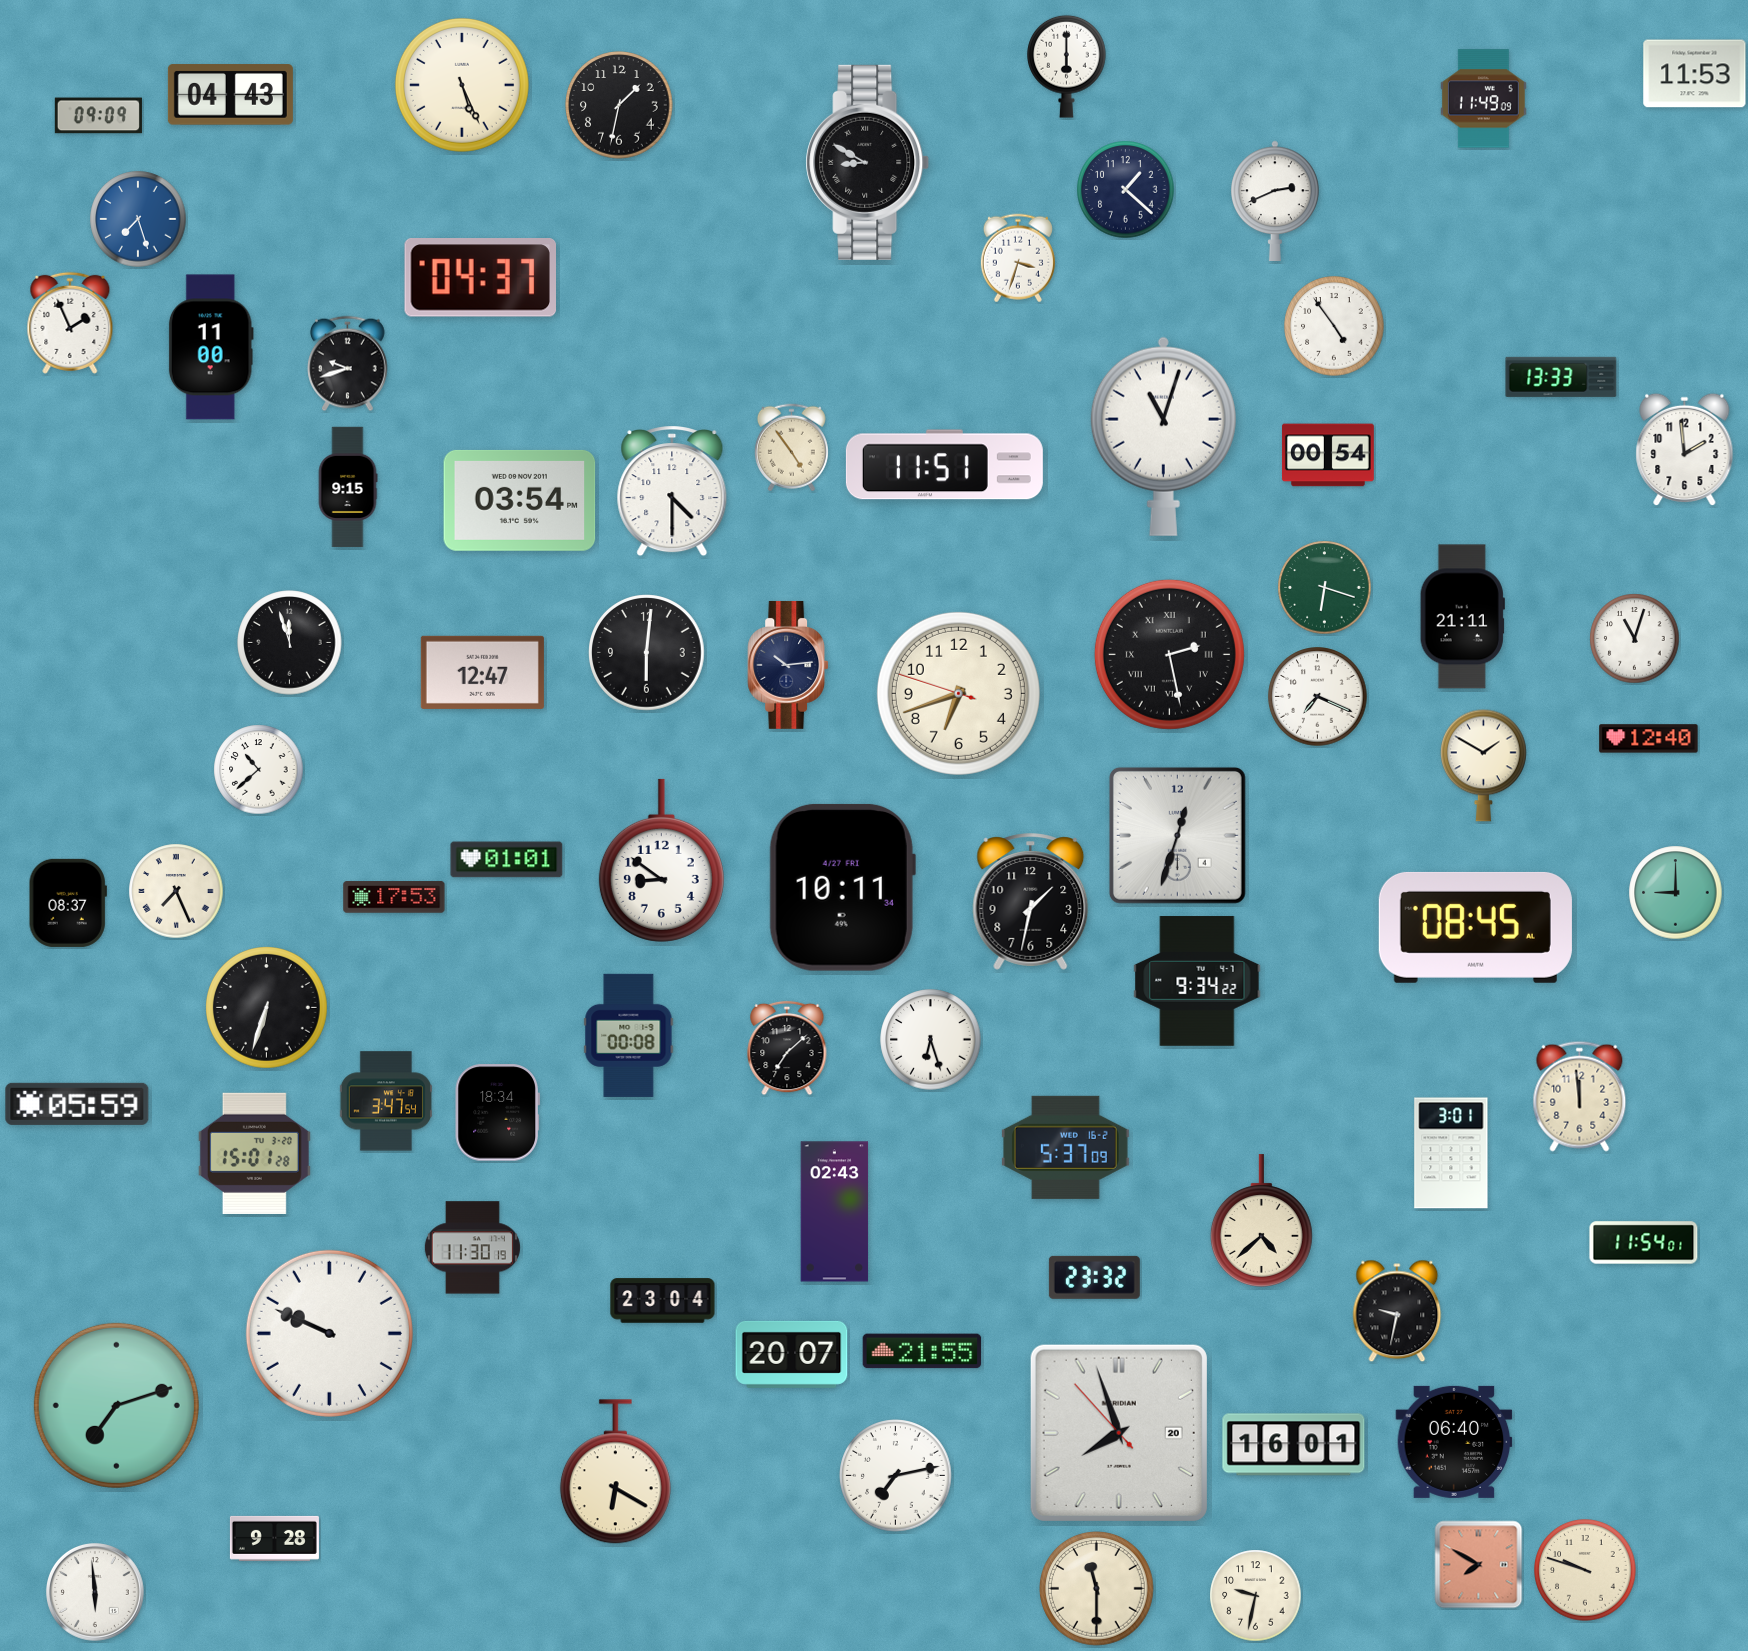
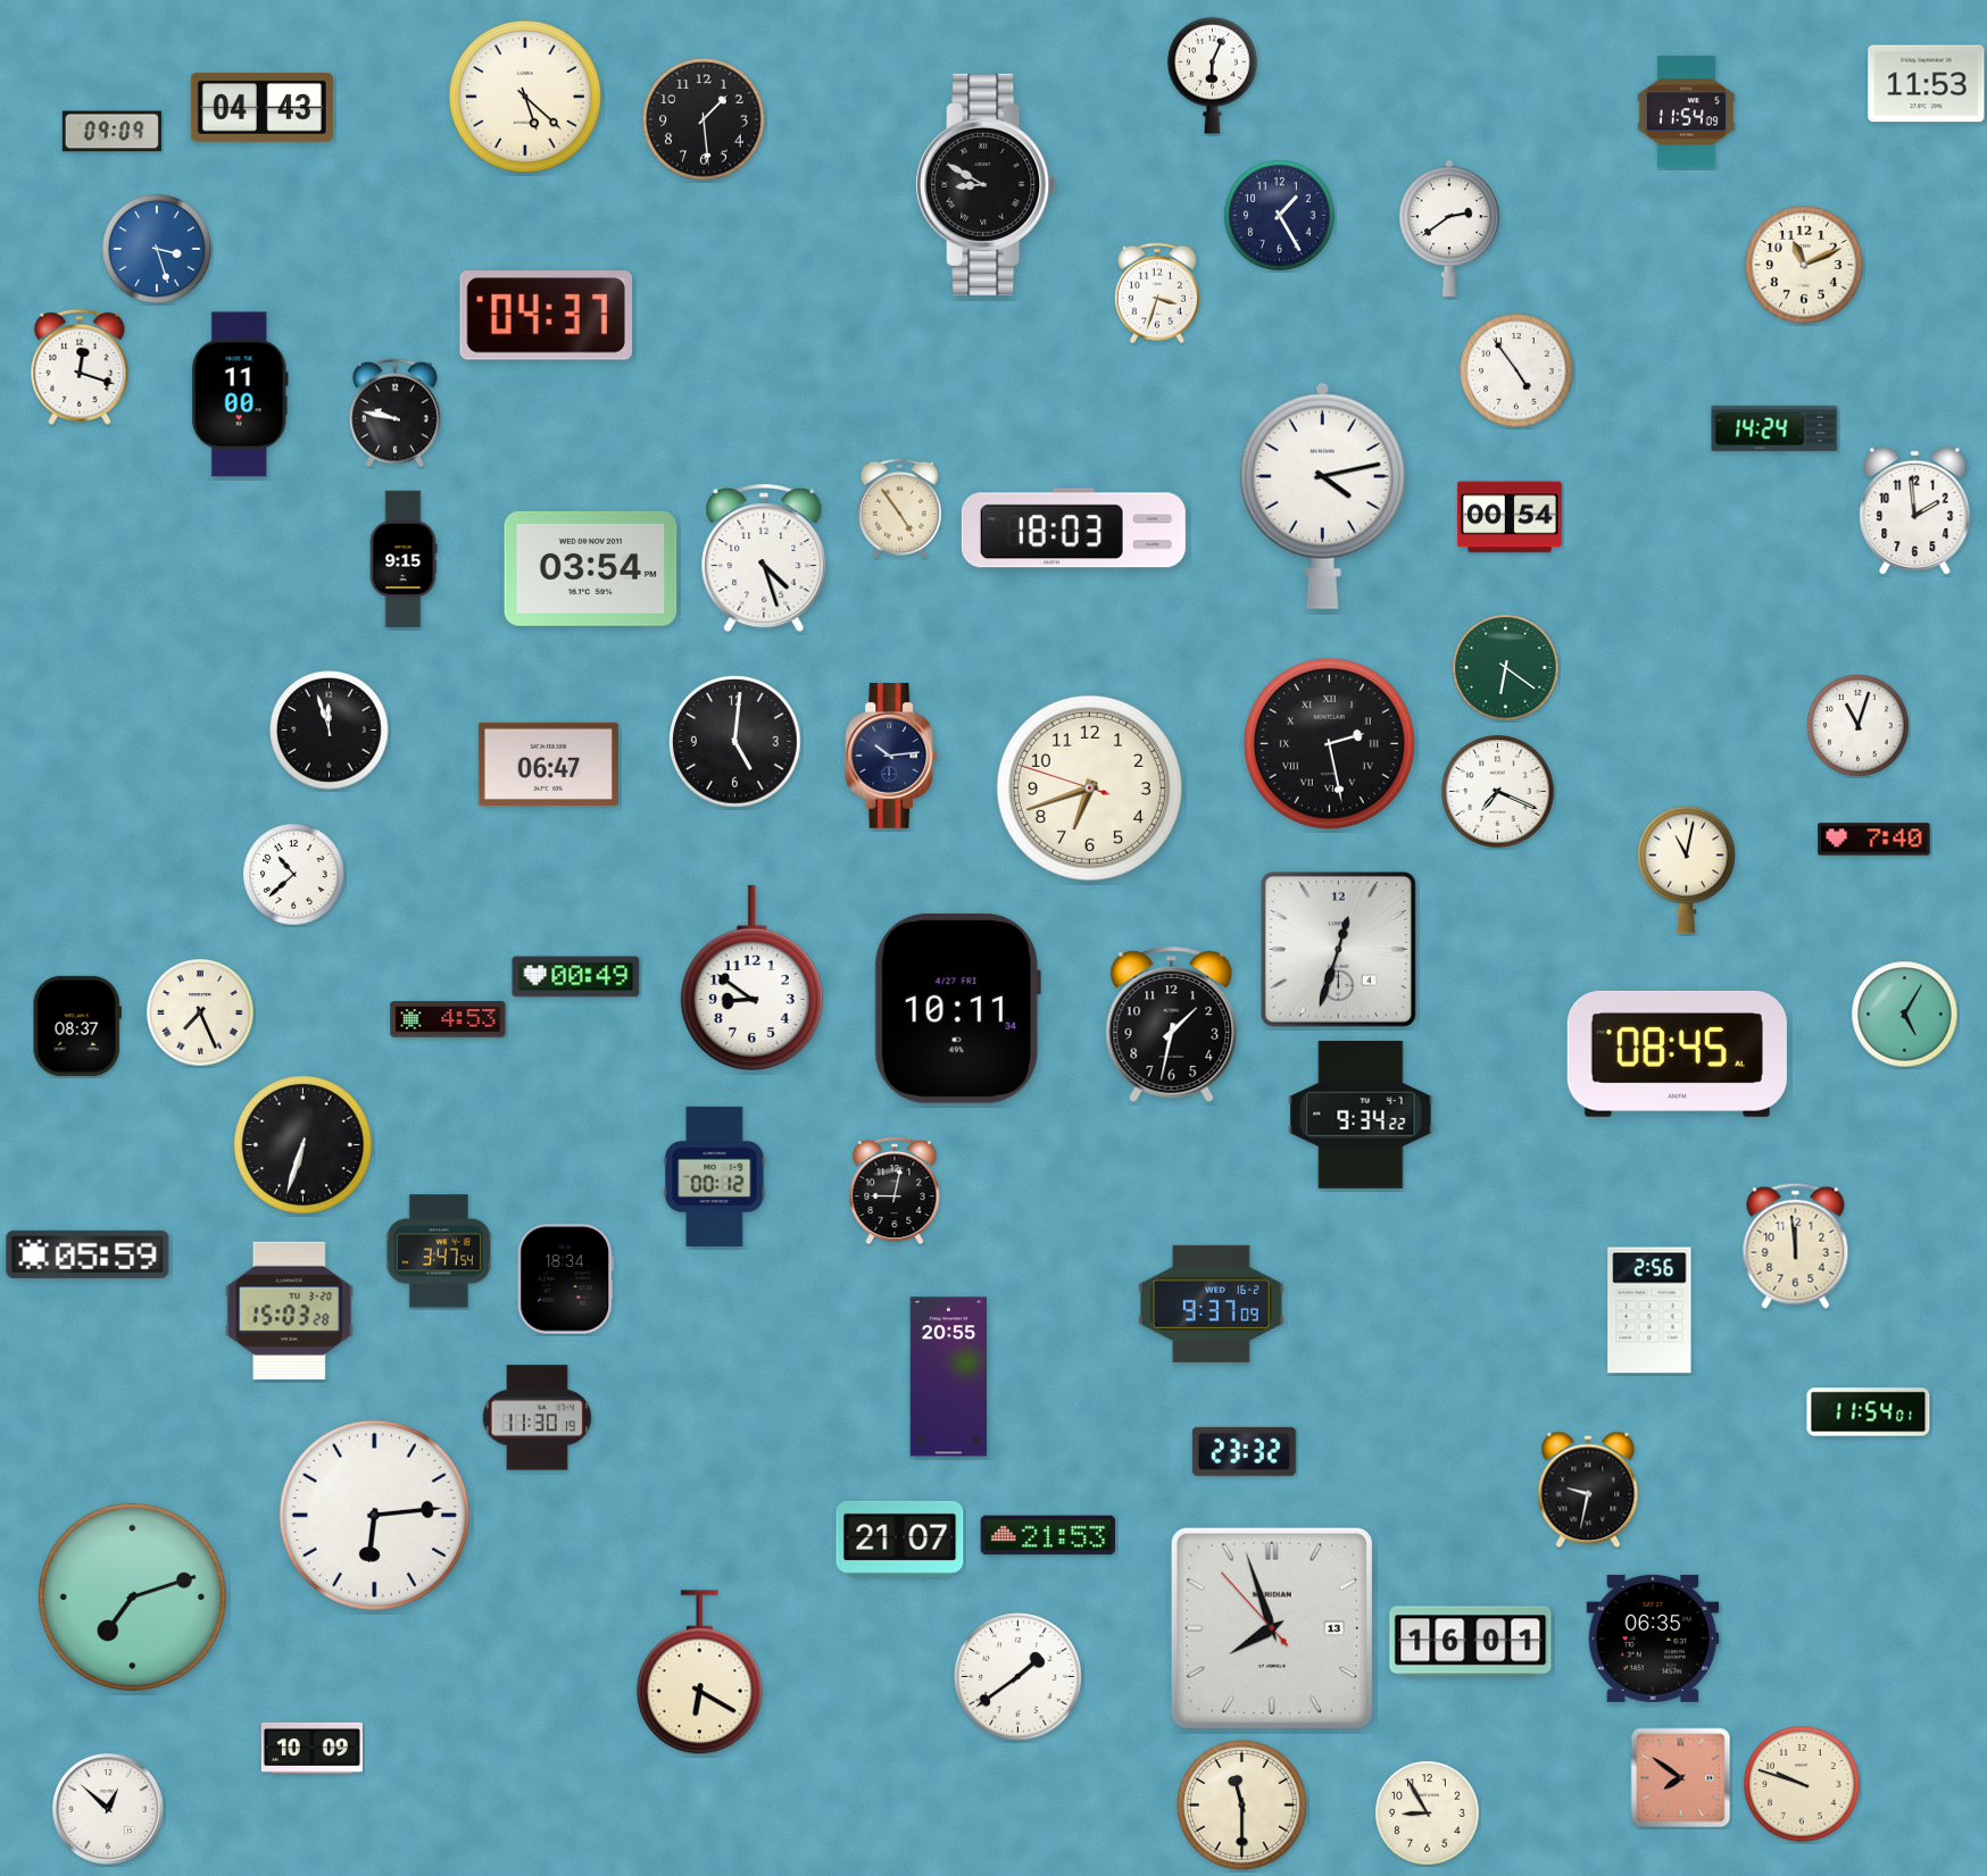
clock at (1067, 66): 6:00 -> 6:04
clock at (462, 85): 5:26 -> 5:22
clock at (1483, 99): 11:49 -> 11:54
clock at (619, 105): 1:32 -> 1:29
clock at (1126, 190): 1:22 -> 1:25
clock at (1276, 200): 2:41 -> 2:39
clock at (138, 219): 7:27 -> 3:27
clock at (1804, 265): none -> 11:11
clock at (70, 323): 1:56 -> 12:18
clock at (348, 364): 9:42 -> 9:47
clock at (1561, 377): 13:33 -> 14:24
clock at (1163, 436): 11:03 -> 4:13
clock at (944, 465): 11:51 -> 18:03
clock at (348, 487) position: (348, 487) -> (404, 559)
clock at (672, 491): 4:30 -> 4:27
clock at (1325, 588): 6:18 -> 6:21
clock at (1462, 617): 21:11 -> none
clock at (647, 653): 6:01 -> 5:01
clock at (788, 665) position: (788, 665) -> (891, 756)
clock at (482, 672): 12:47 -> 06:47
clock at (1649, 739): 12:40 -> 7:40
clock at (1484, 765): 1:50 -> 11:02
clock at (507, 860): 01:01 -> 00:49
clock at (1676, 893): 9:00 -> 5:05
clock at (394, 897): 17:53 -> 4:53
clock at (629, 1035): 00:08 -> 00:12
clock at (931, 1040): 6:27 -> none
clock at (787, 1048): 7:08 -> 9:02
clock at (497, 1113) position: (497, 1113) -> (565, 1279)
clock at (1065, 1147): 5:37 -> 9:37
clock at (254, 1153): 15:01 -> 15:03
clock at (1451, 1153): 3:01 -> 2:56
clock at (835, 1212): 02:43 -> 20:55
clock at (1261, 1221): 4:38 -> none
clock at (663, 1301): 23:04 -> none
clock at (329, 1333): 9:49 -> 6:14
clock at (922, 1351): 21:55 -> 21:53
clock at (792, 1354): 20:07 -> 21:07
clock at (1119, 1433) date: 20 -> 13
clock at (1454, 1442): 06:40 -> 06:35
clock at (896, 1476): 7:13 -> 1:39
clock at (274, 1538): 9:28 -> 10:09
clock at (1479, 1565): 7:50 -> 7:51
clock at (1097, 1589) position: (1097, 1589) -> (1242, 1806)
clock at (96, 1593): 5:59 -> 12:52
clock at (1256, 1596): 9:32 -> 8:55
